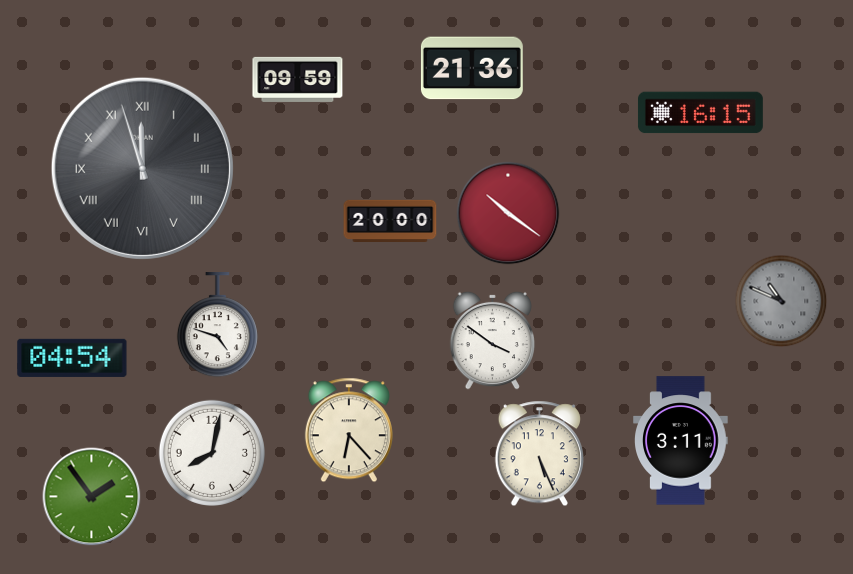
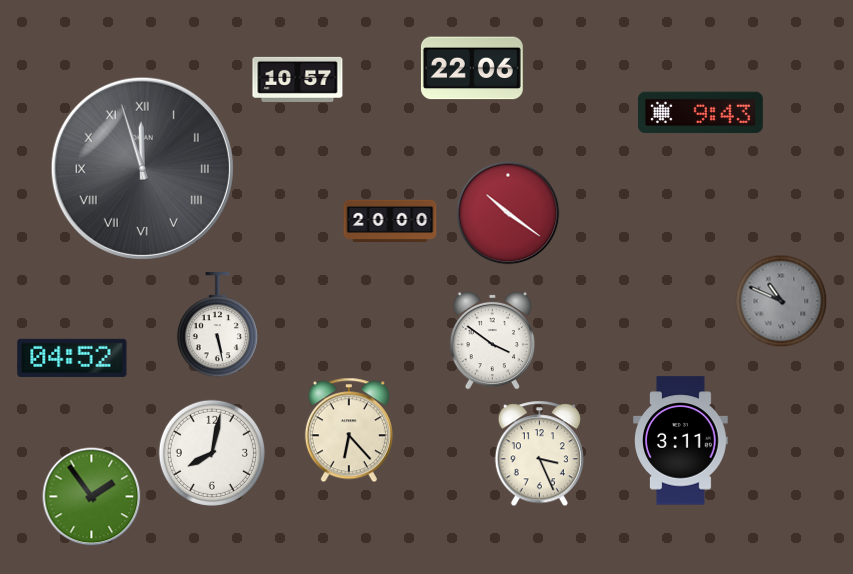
clock at (472, 68): 21:36 -> 22:06
clock at (298, 79): 09:59 -> 10:57
clock at (700, 113): 16:15 -> 9:43
clock at (217, 325): 4:48 -> 5:28
clock at (72, 358): 04:54 -> 04:52
clock at (539, 454): 5:26 -> 3:26
